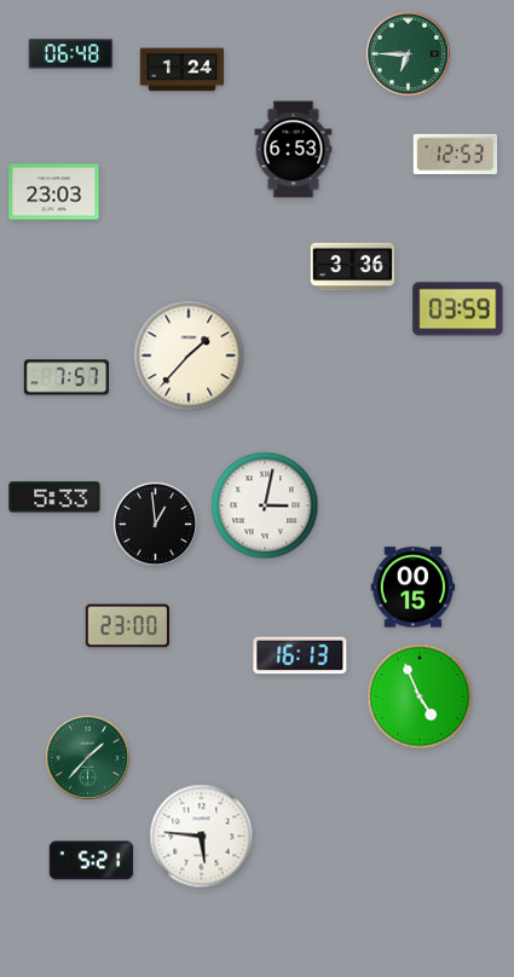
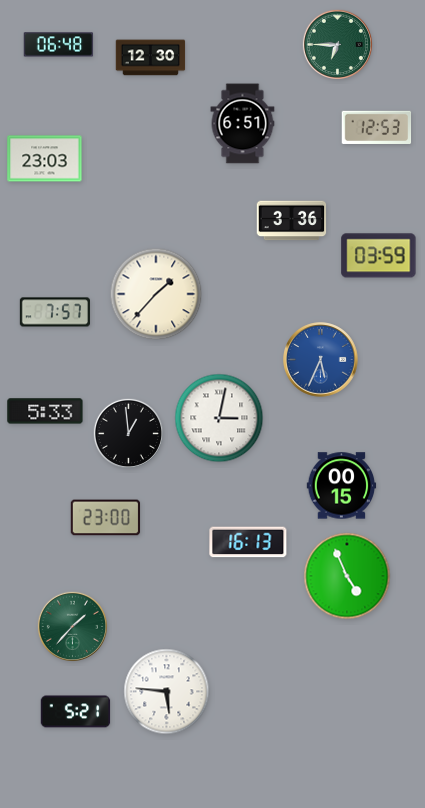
clock at (183, 70): 1:24 -> 12:30
clock at (294, 150): 6:53 -> 6:51
clock at (321, 360): none -> 5:34
